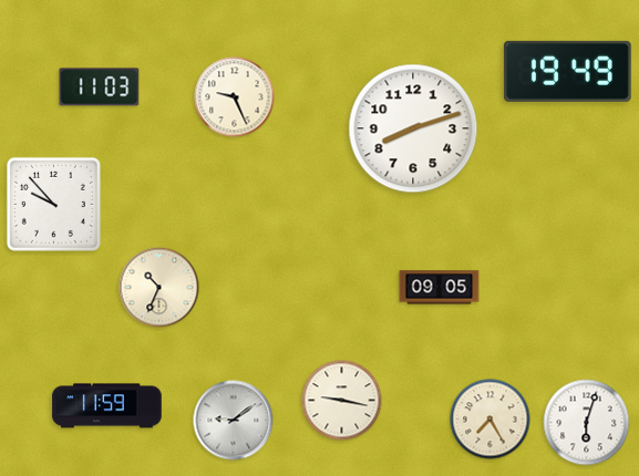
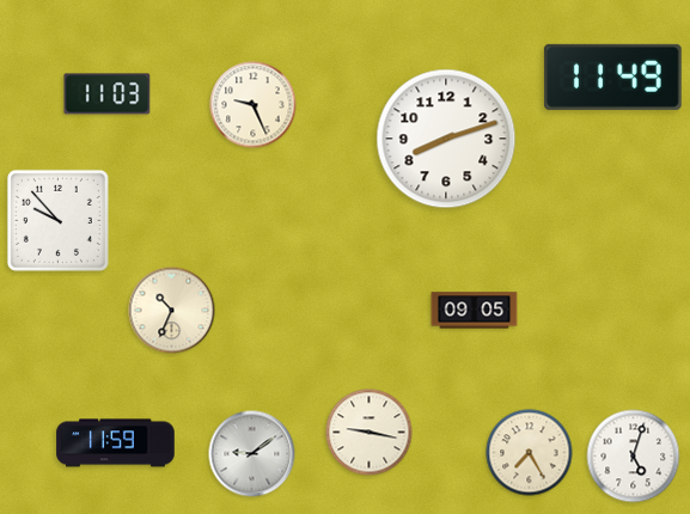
clock at (567, 71): 19:49 -> 11:49
clock at (107, 406) position: (107, 406) -> (116, 443)
clock at (587, 423): 6:03 -> 5:03
